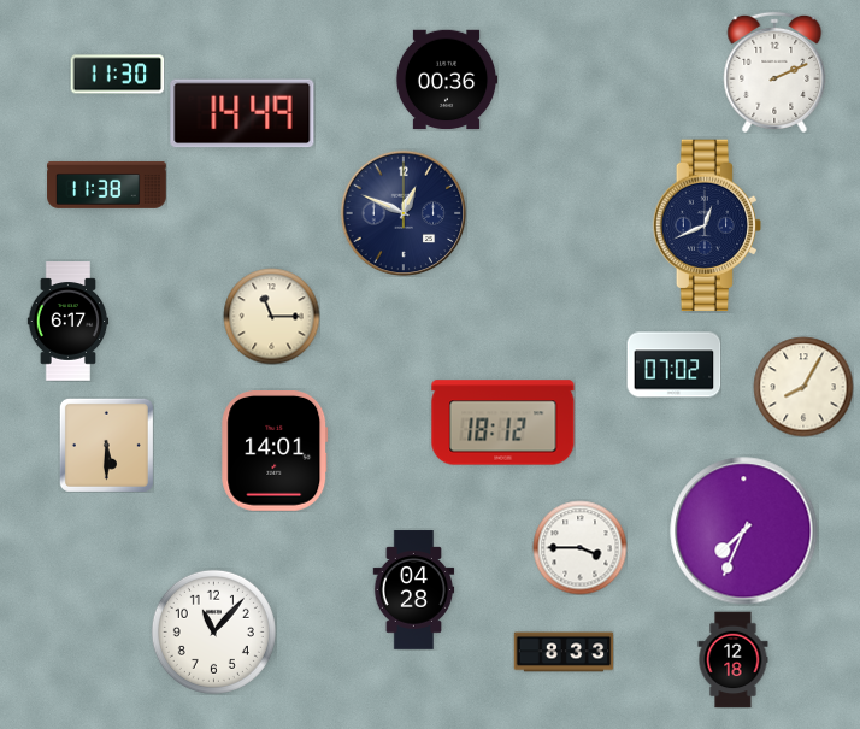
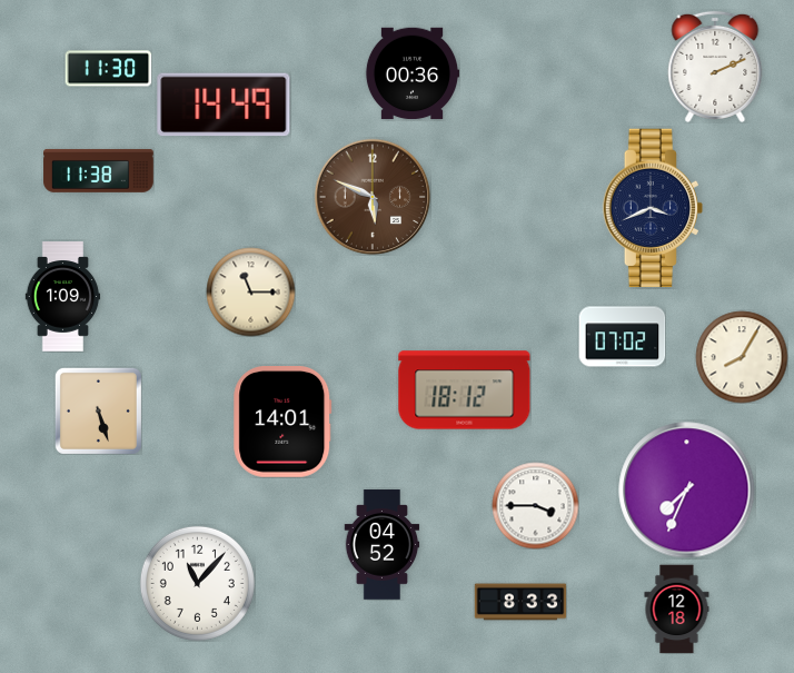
clock at (404, 213): 12:49 -> 5:49
clock at (404, 213) dial: navy -> brown
clock at (707, 225): 12:41 -> 3:41
clock at (69, 322): 6:17 -> 1:09
clock at (106, 445): 5:30 -> 5:27
clock at (275, 452) position: (275, 452) -> (282, 423)
clock at (414, 590): 04:28 -> 04:52
